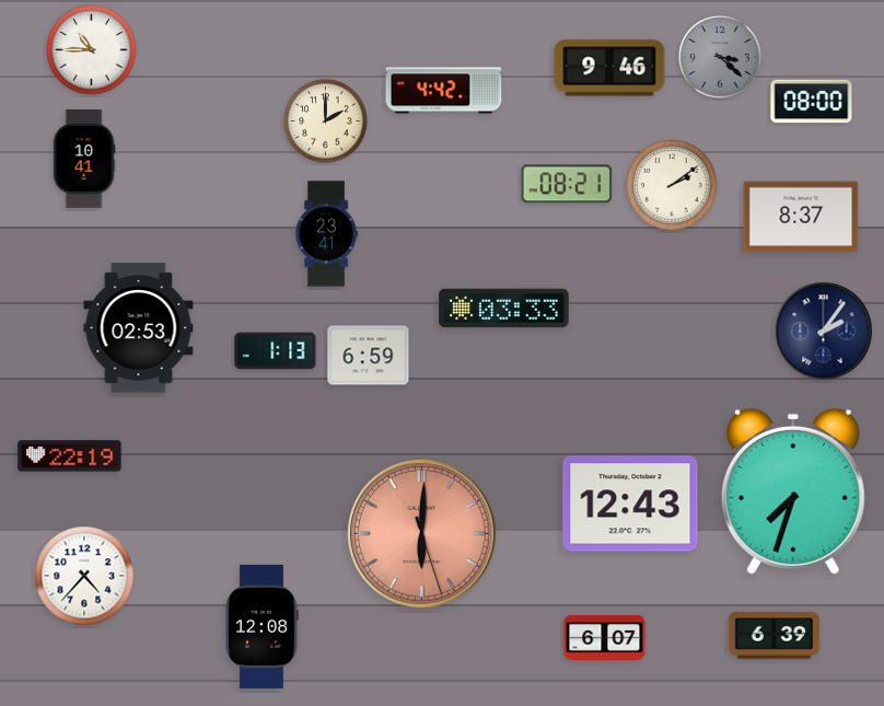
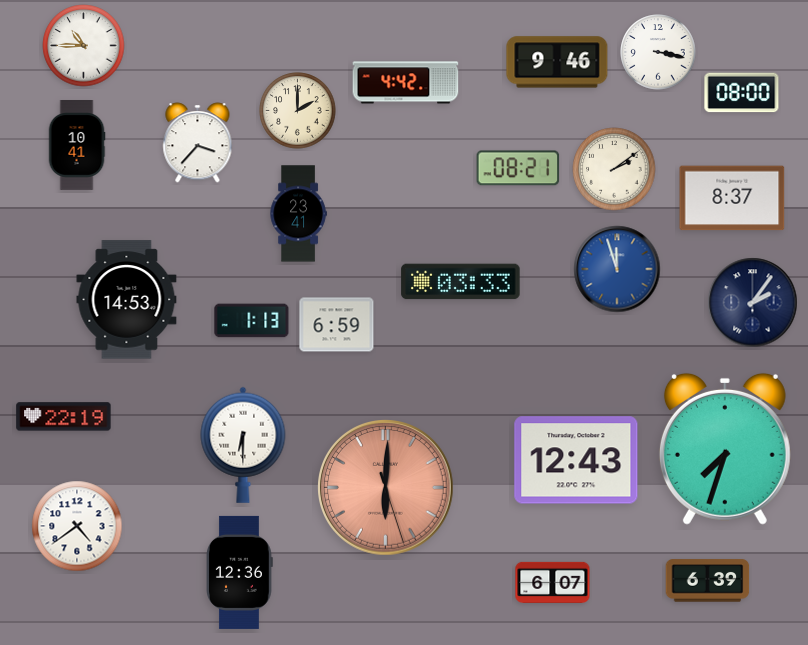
clock at (720, 57): 3:22 -> 3:17
clock at (720, 57) dial: grey -> white
clock at (198, 143): none -> 3:37
clock at (617, 269): none -> 11:57
clock at (139, 328): 02:53 -> 14:53
clock at (243, 445): none -> 6:30
clock at (84, 576): 4:37 -> 4:39
clock at (263, 626): 12:08 -> 12:36
